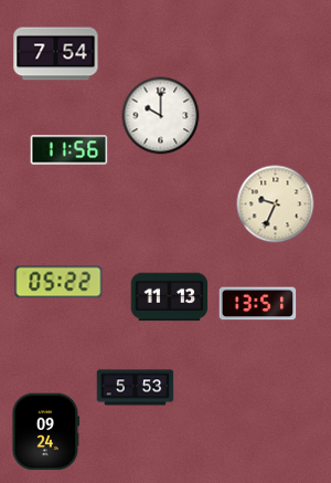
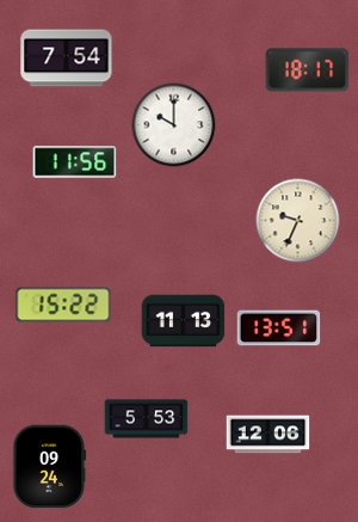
clock at (56, 54) position: (56, 54) -> (67, 59)
clock at (308, 70): none -> 18:17
clock at (58, 282): 05:22 -> 15:22
clock at (268, 435): none -> 12:06
